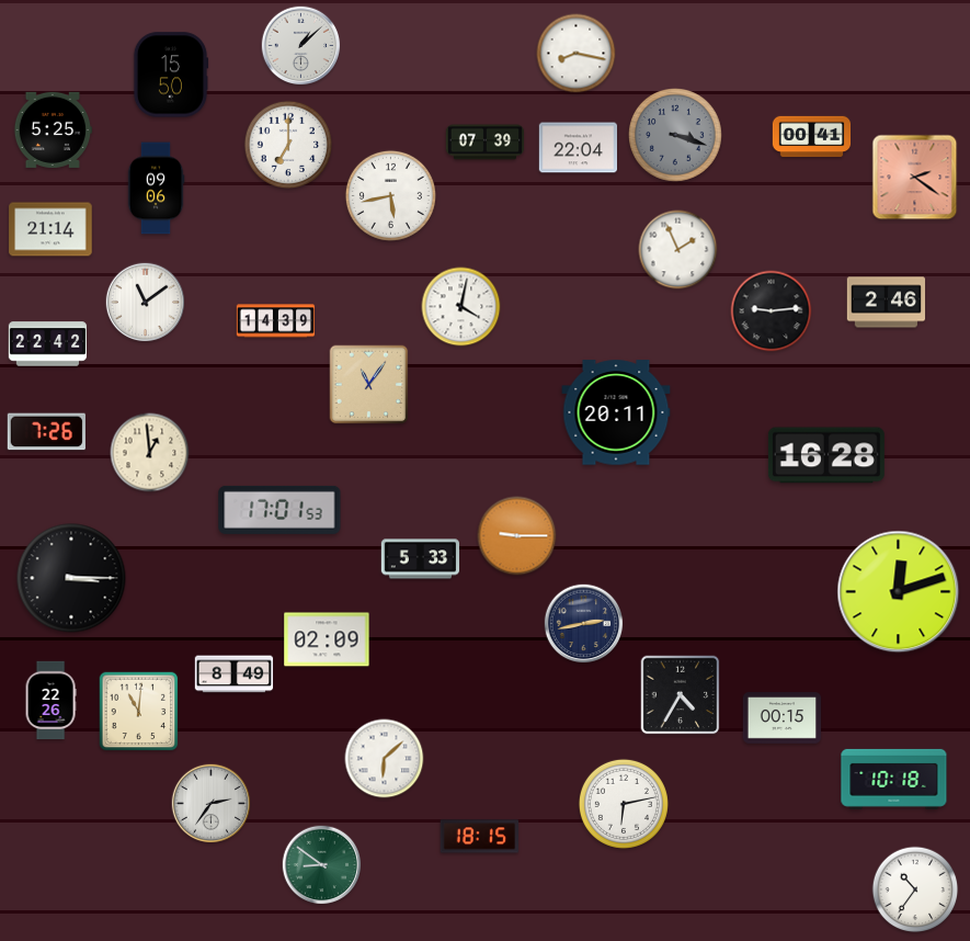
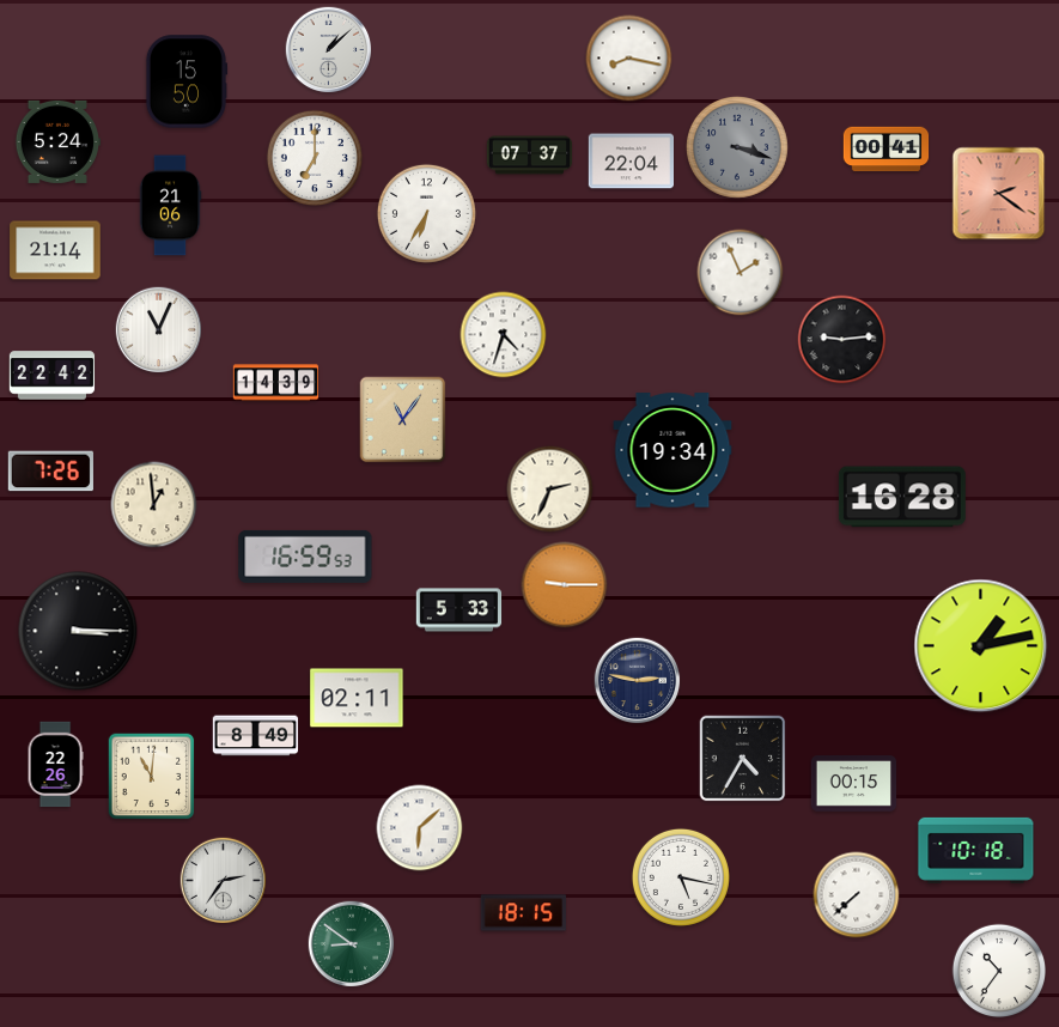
clock at (52, 129): 5:25 -> 5:24
clock at (486, 143): 07:39 -> 07:37
clock at (156, 189): 09:06 -> 21:06
clock at (390, 195): 5:43 -> 6:35
clock at (146, 303): 11:09 -> 11:04
clock at (887, 303): 2:46 -> none
clock at (461, 307): 4:02 -> 4:33
clock at (276, 321) position: (276, 321) -> (276, 383)
clock at (616, 412): 20:11 -> 19:34
clock at (550, 490): none -> 2:34
clock at (150, 453) position: (150, 453) -> (154, 505)
clock at (279, 510): 17:01 -> 16:59
clock at (899, 592): 12:12 -> 1:13
clock at (584, 624): 2:43 -> 2:47
clock at (327, 639): 02:09 -> 02:11
clock at (212, 804) position: (212, 804) -> (224, 881)
clock at (624, 804): 6:13 -> 5:17
clock at (857, 895): none -> 7:38
